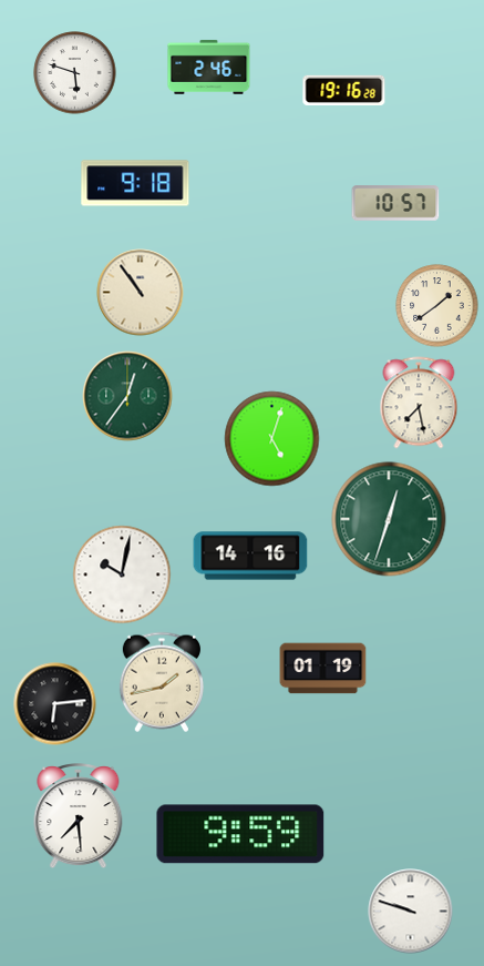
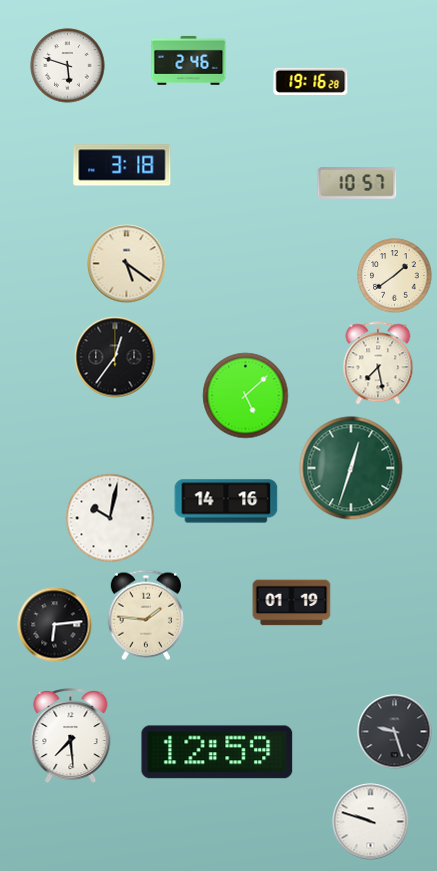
clock at (135, 183): 9:18 -> 3:18
clock at (141, 293): 10:54 -> 5:21
clock at (127, 396) dial: green -> black
clock at (272, 439): 5:03 -> 5:08
clock at (162, 682): 1:43 -> 1:46
clock at (55, 704) position: (55, 704) -> (55, 625)
clock at (395, 732): none -> 9:27
clock at (240, 834): 9:59 -> 12:59
